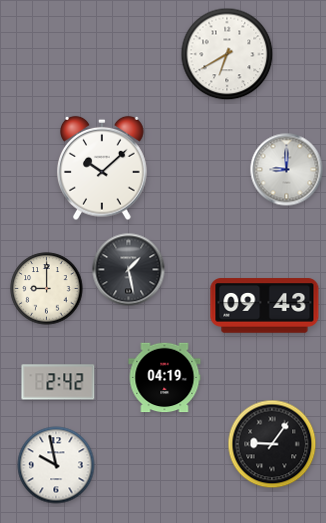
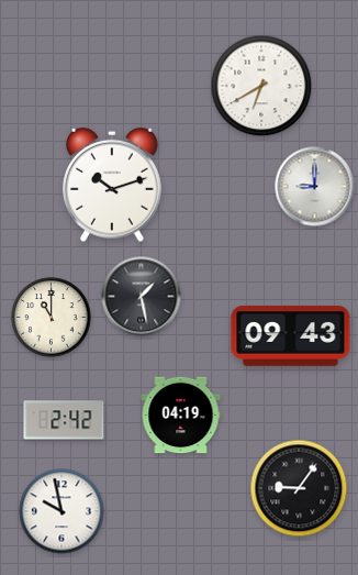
clock at (227, 54) position: (227, 54) -> (261, 86)
clock at (103, 168): 10:08 -> 10:12
clock at (47, 289): 9:00 -> 11:00
